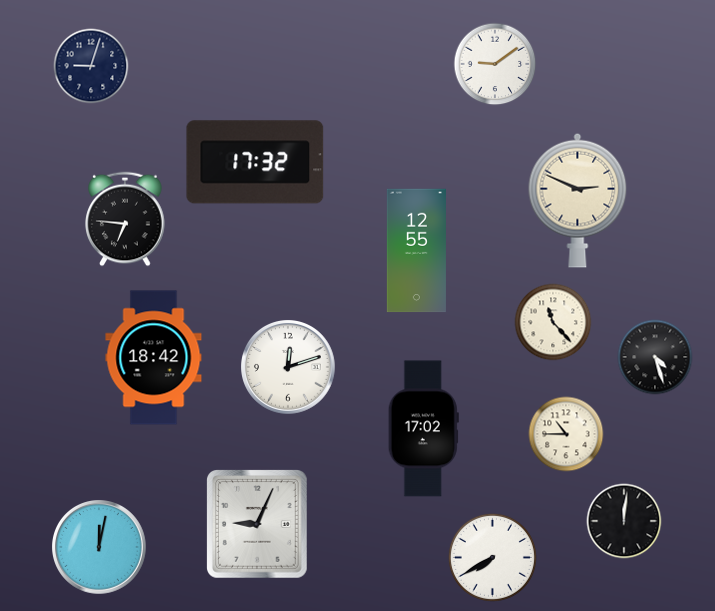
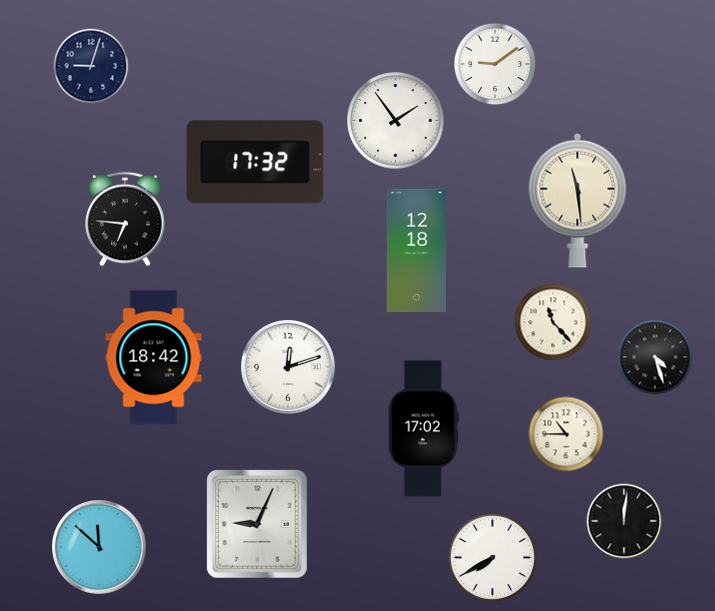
clock at (396, 121): none -> 1:54
clock at (578, 200): 2:49 -> 11:29
clock at (416, 251): 12:55 -> 12:18
clock at (100, 548): 12:02 -> 11:52
